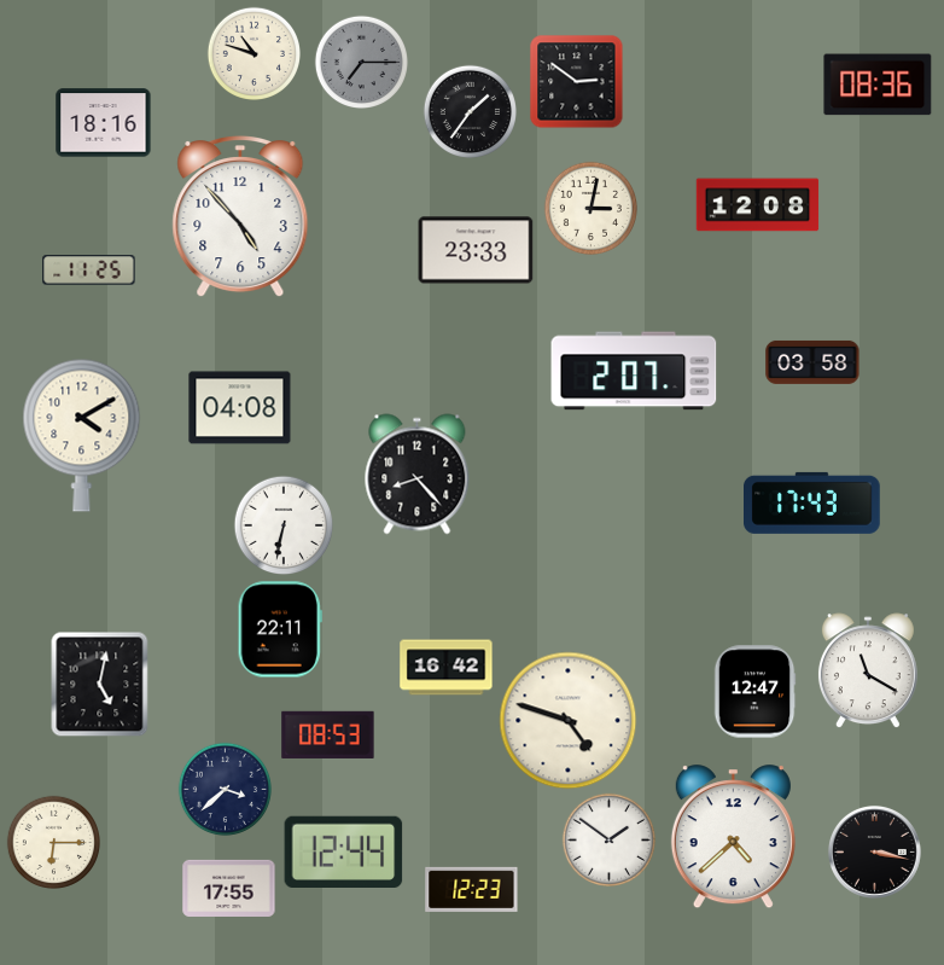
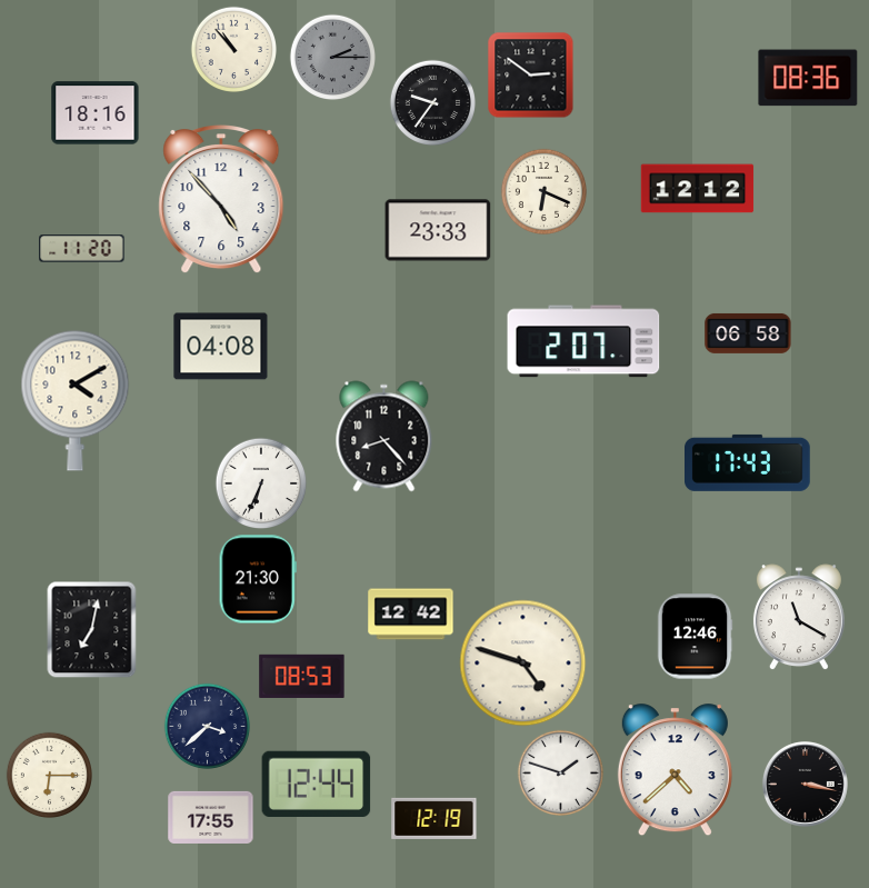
clock at (254, 53): 10:48 -> 10:53
clock at (361, 62): 7:15 -> 2:15
clock at (470, 111): 1:36 -> 9:36
clock at (758, 205): 12:08 -> 12:12
clock at (590, 208): 3:02 -> 6:19
clock at (89, 271): 11:25 -> 11:20
clock at (812, 362): 03:58 -> 06:58
clock at (240, 408) position: (240, 408) -> (221, 347)
clock at (284, 525): 6:32 -> 6:34
clock at (280, 629): 22:11 -> 21:30
clock at (447, 668): 16:42 -> 12:42
clock at (100, 684): 5:02 -> 7:02
clock at (754, 692): 12:47 -> 12:46
clock at (608, 839): 1:51 -> 1:48
clock at (472, 889): 12:23 -> 12:19
